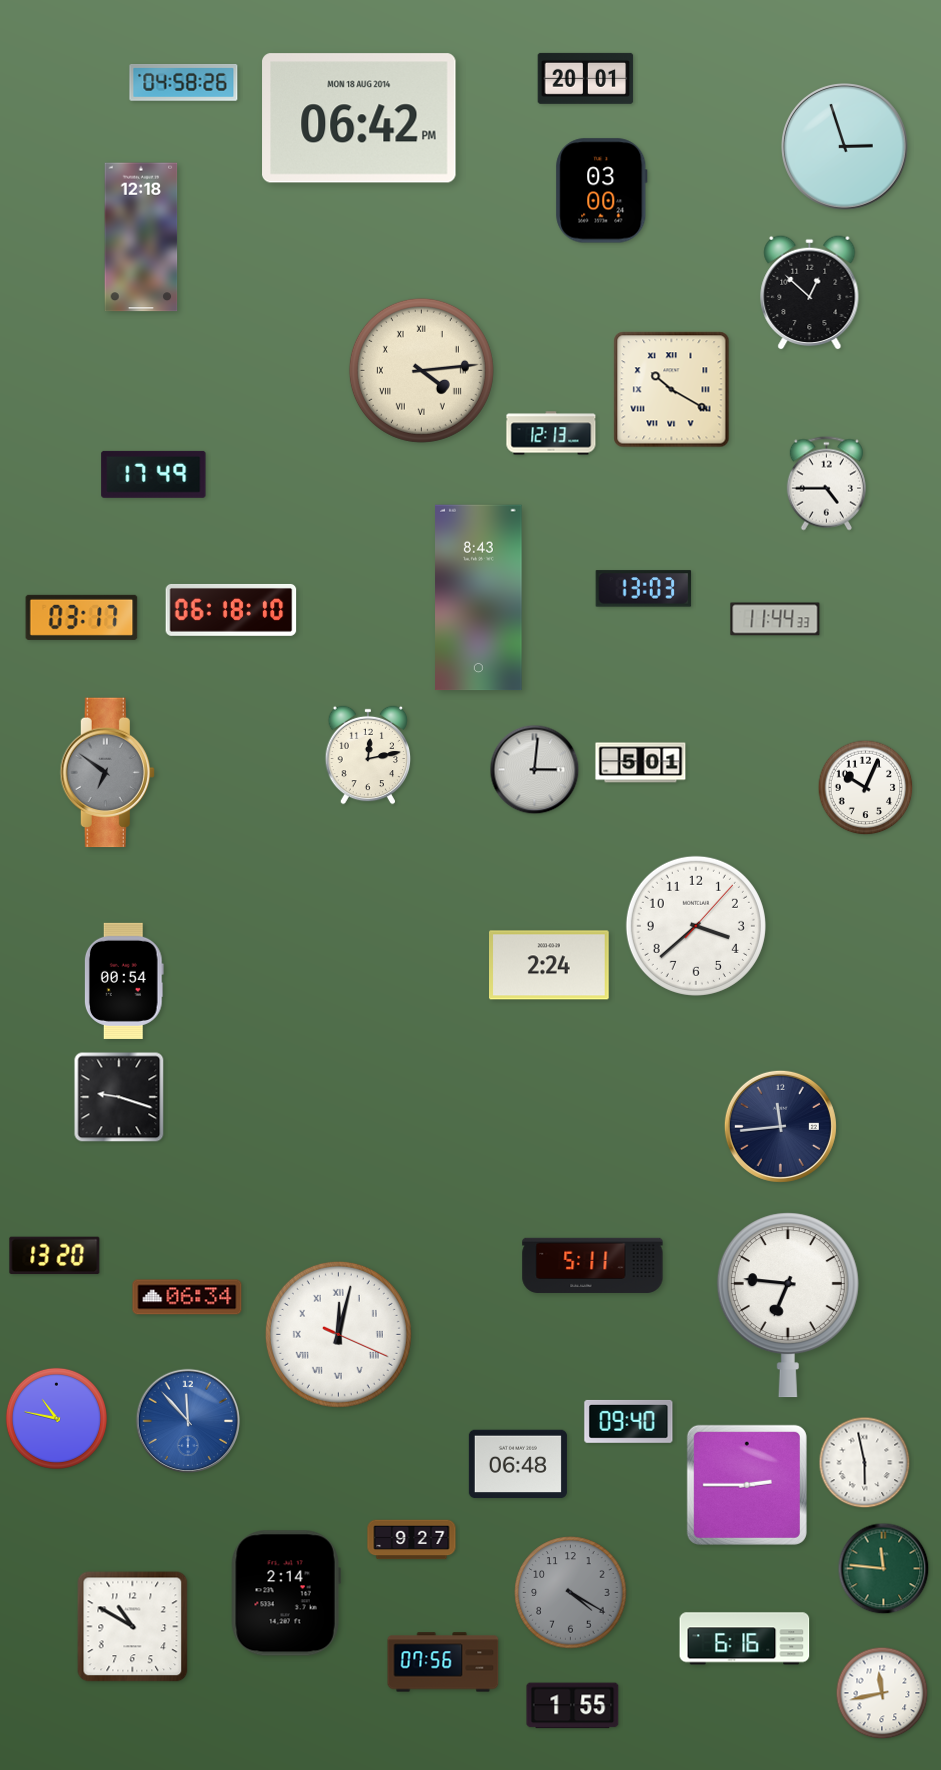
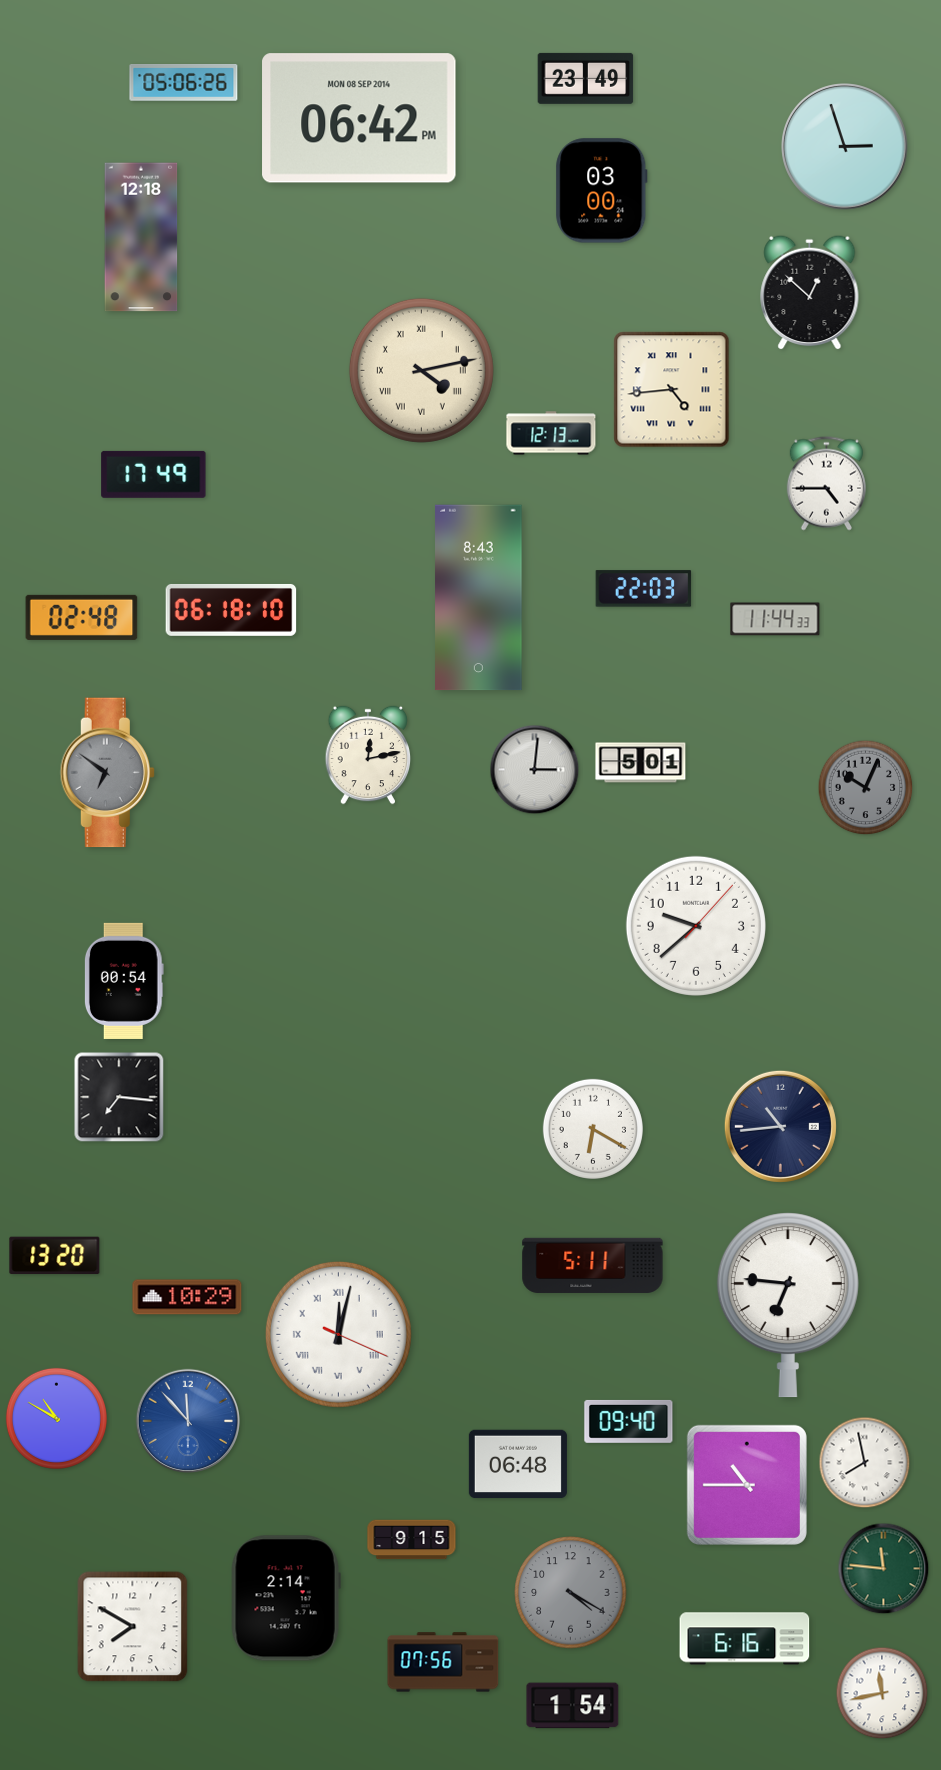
clock at (586, 78): 20:01 -> 23:49
clock at (184, 83): 04:58 -> 05:06
clock at (359, 118) date: MON 18 AUG 2014 -> MON 08 SEP 2014
clock at (421, 370): 4:14 -> 4:13
clock at (672, 390): 10:20 -> 4:44
clock at (644, 589): 13:03 -> 22:03
clock at (82, 617): 03:17 -> 02:48
clock at (866, 788) dial: white -> grey
clock at (696, 926): 3:38 -> 9:38
clock at (550, 965): 2:24 -> none
clock at (119, 1097): 9:18 -> 7:16
clock at (780, 1126): 11:44 -> 10:44
clock at (593, 1129): none -> 6:20
clock at (187, 1297): 06:34 -> 10:29
clock at (56, 1418): 10:47 -> 10:50
clock at (865, 1463): 5:58 -> 7:58
clock at (747, 1485): 2:45 -> 10:45
clock at (412, 1540): 9:27 -> 9:15
clock at (286, 1593) position: (286, 1593) -> (286, 1598)
clock at (133, 1627): 10:50 -> 7:50
clock at (573, 1706): 1:55 -> 1:54
